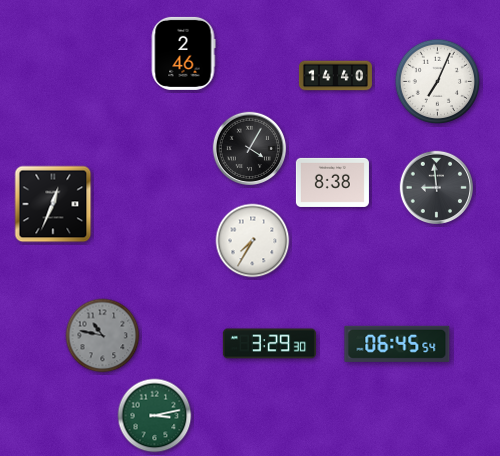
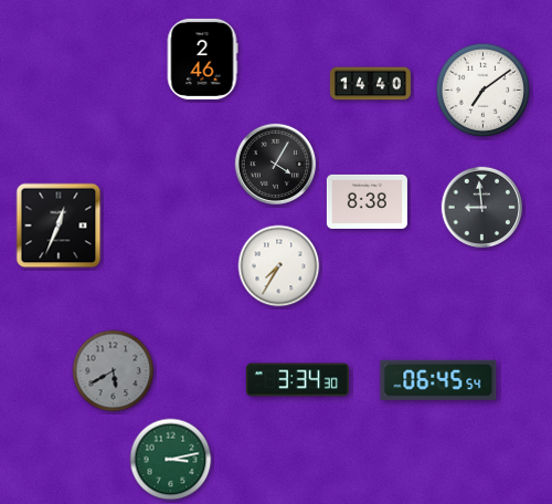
clock at (437, 81): 7:04 -> 7:09
clock at (103, 336): 10:47 -> 5:40
clock at (269, 344): 3:29 -> 3:34
